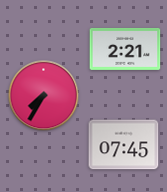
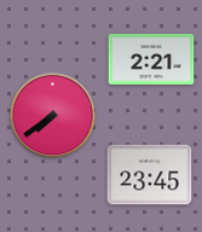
clock at (44, 96): 7:35 -> 7:39
clock at (124, 145): 07:45 -> 23:45
